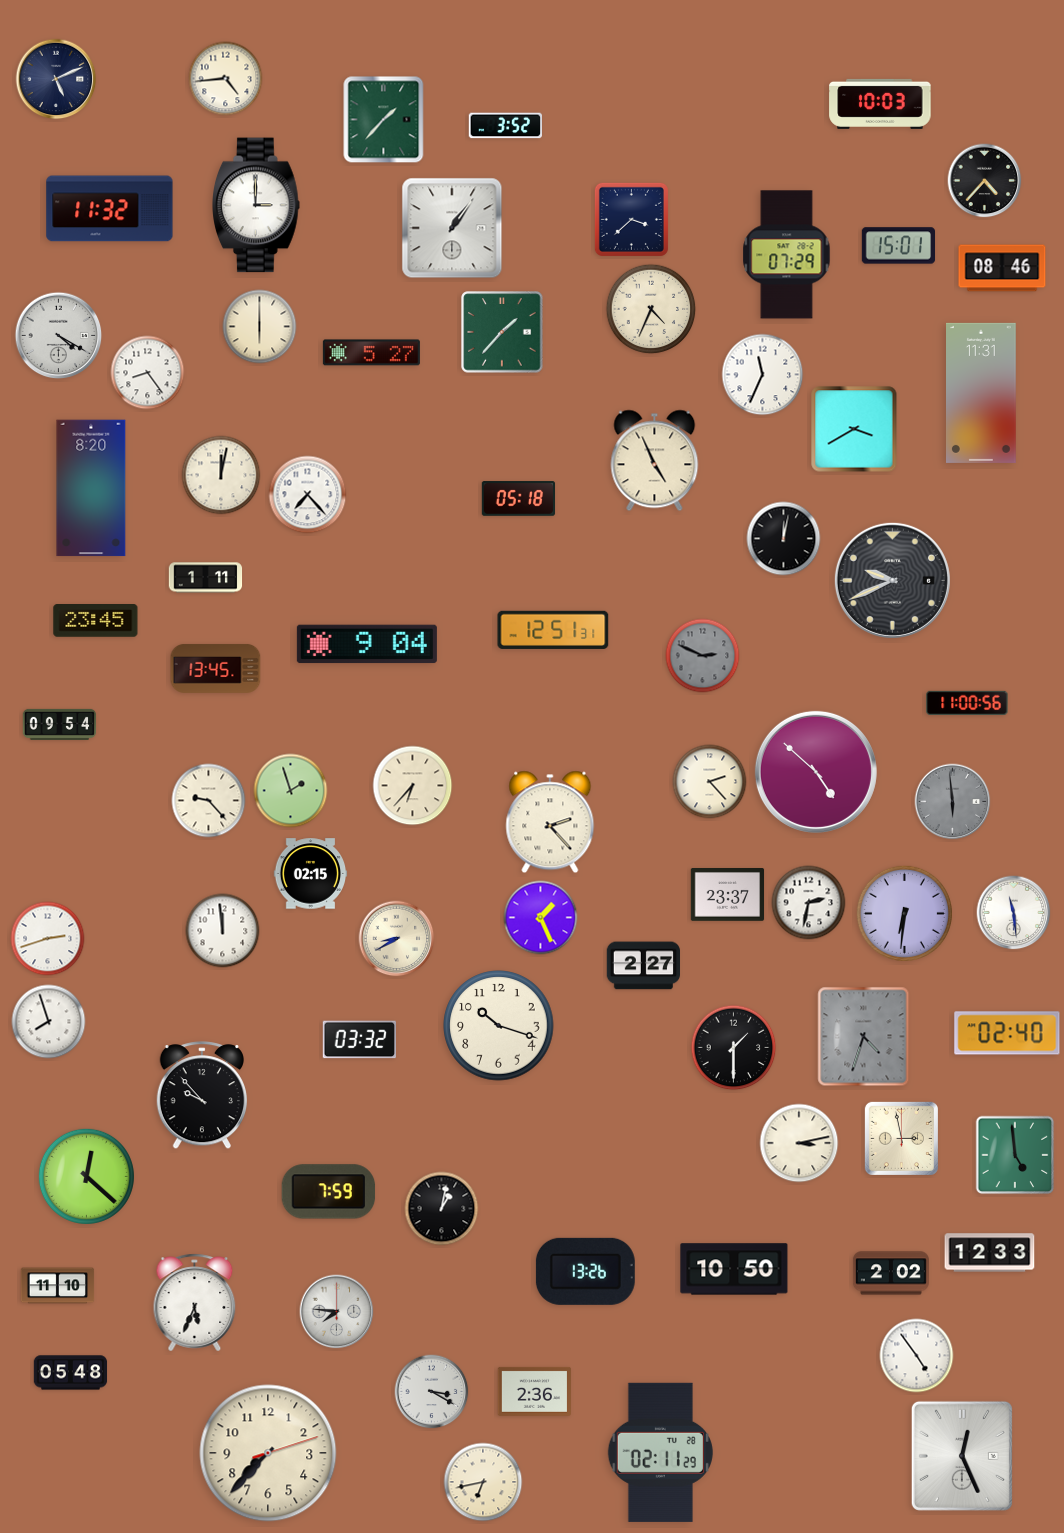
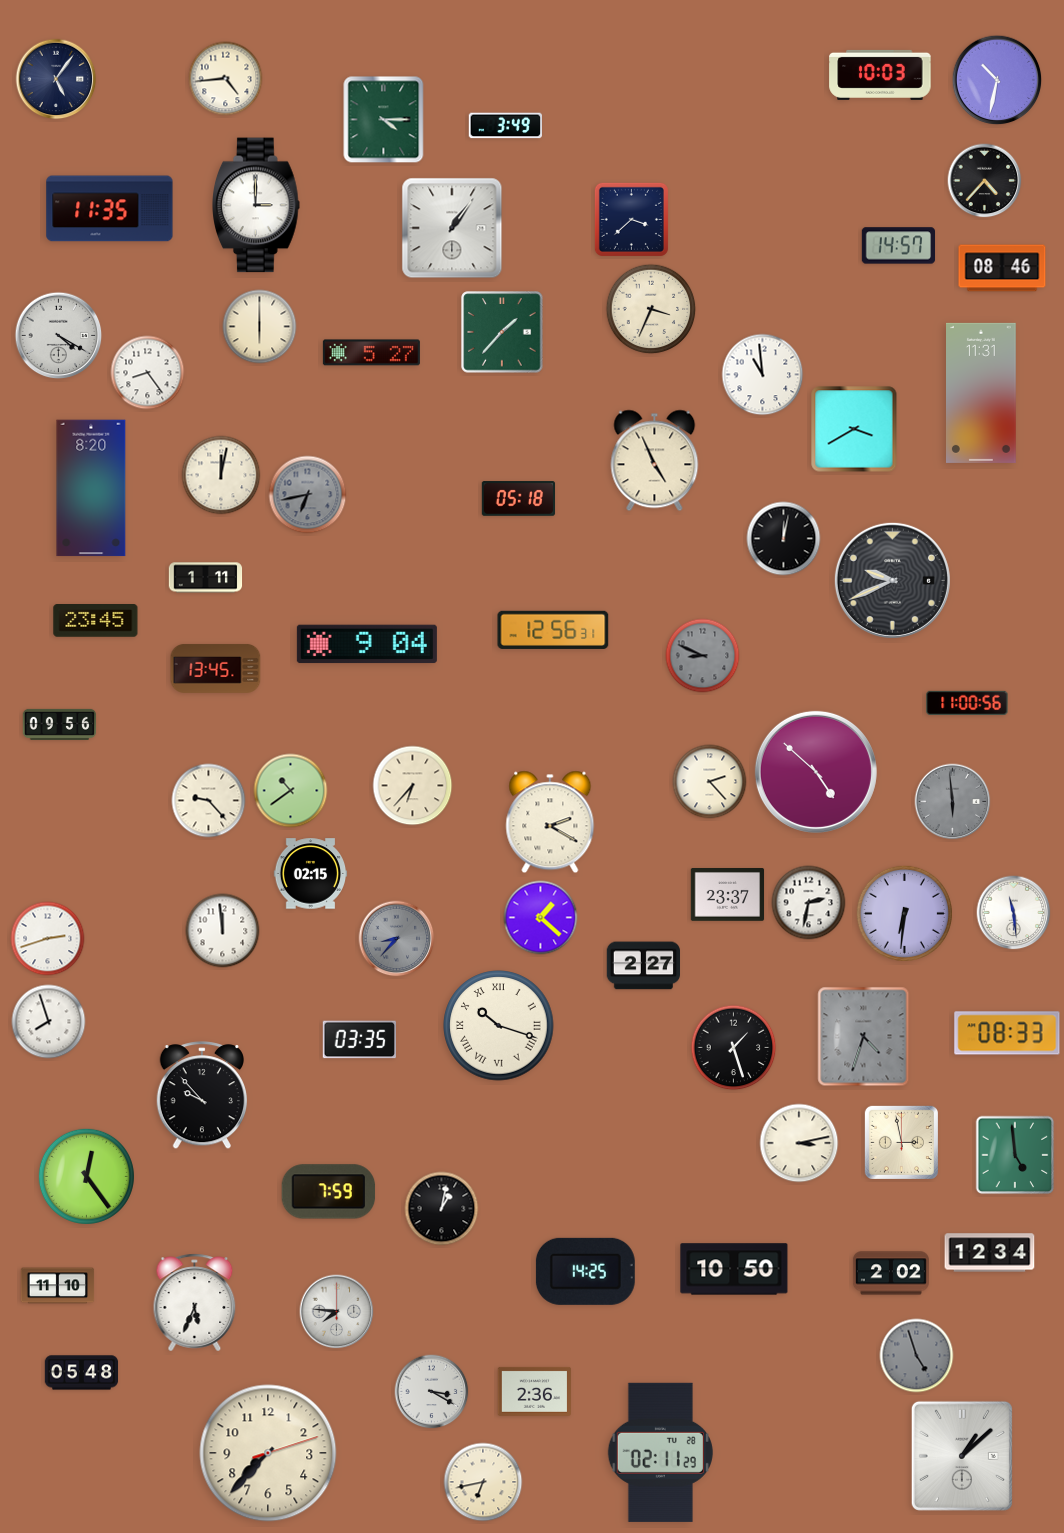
clock at (56, 79): 5:11 -> 5:06
clock at (997, 80): none -> 10:32
clock at (880, 104) position: (880, 104) -> (880, 75)
clock at (384, 120): 1:37 -> 4:15
clock at (505, 126): 3:52 -> 3:49
clock at (110, 209): 11:32 -> 11:35
clock at (899, 246): 15:01 -> 14:57
clock at (787, 255): 07:29 -> none
clock at (651, 309): 4:34 -> 3:34
clock at (763, 375): 11:34 -> 10:59
clock at (308, 495): 7:23 -> 6:43
clock at (308, 495) dial: white -> grey
clock at (553, 630): 12:51 -> 12:56
clock at (703, 656): 2:49 -> 8:49
clock at (60, 724): 09:54 -> 09:56
clock at (291, 791): 1:57 -> 10:39
clock at (550, 822): 2:23 -> 2:20
clock at (541, 918): 1:26 -> 1:22
clock at (397, 939): 8:40 -> 8:37
clock at (397, 939) dial: cream -> grey
clock at (499, 1026) numerals: Arabic -> Roman
clock at (1007, 1033): 02:40 -> 08:33
clock at (359, 1040): 03:32 -> 03:35
clock at (734, 1048): 1:30 -> 1:27
clock at (901, 1138) position: (901, 1138) -> (901, 1142)
clock at (86, 1176): 12:22 -> 12:24
clock at (990, 1253): 12:33 -> 12:34
clock at (585, 1271): 13:26 -> 14:25
clock at (917, 1356): 4:54 -> 4:57
clock at (917, 1356) dial: white -> grey
clock at (71, 1373) position: (71, 1373) -> (82, 1373)
clock at (962, 1456): 12:26 -> 1:08
